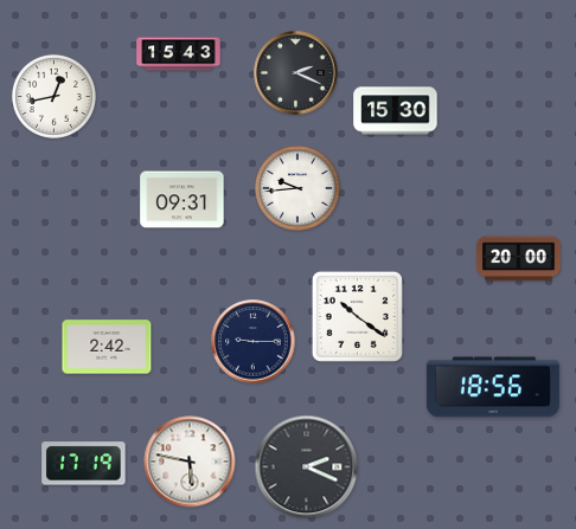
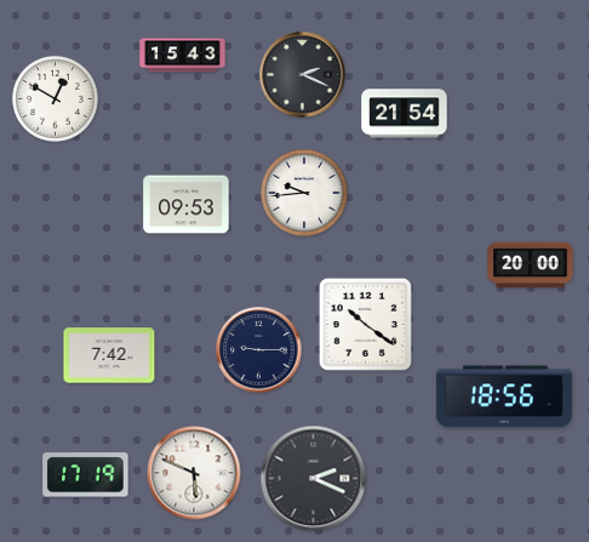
clock at (53, 96): 12:43 -> 12:50
clock at (396, 111): 15:30 -> 21:54
clock at (183, 200): 09:31 -> 09:53
clock at (107, 347): 2:42 -> 7:42
clock at (190, 462): 5:47 -> 5:49
